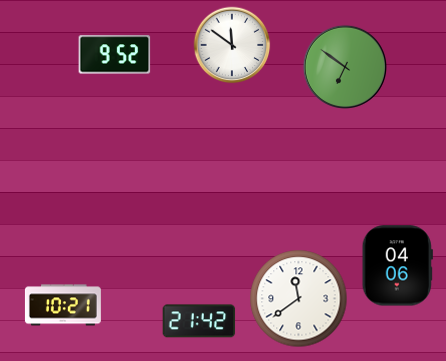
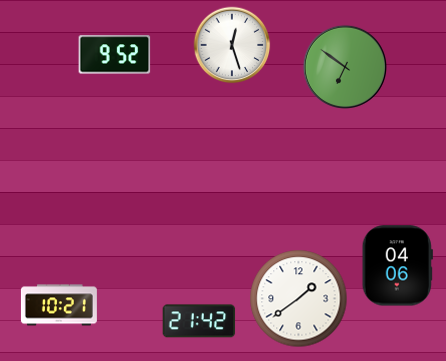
clock at (232, 45): 11:51 -> 12:27
clock at (299, 299): 11:39 -> 1:39
clock at (63, 305) position: (63, 305) -> (59, 305)
